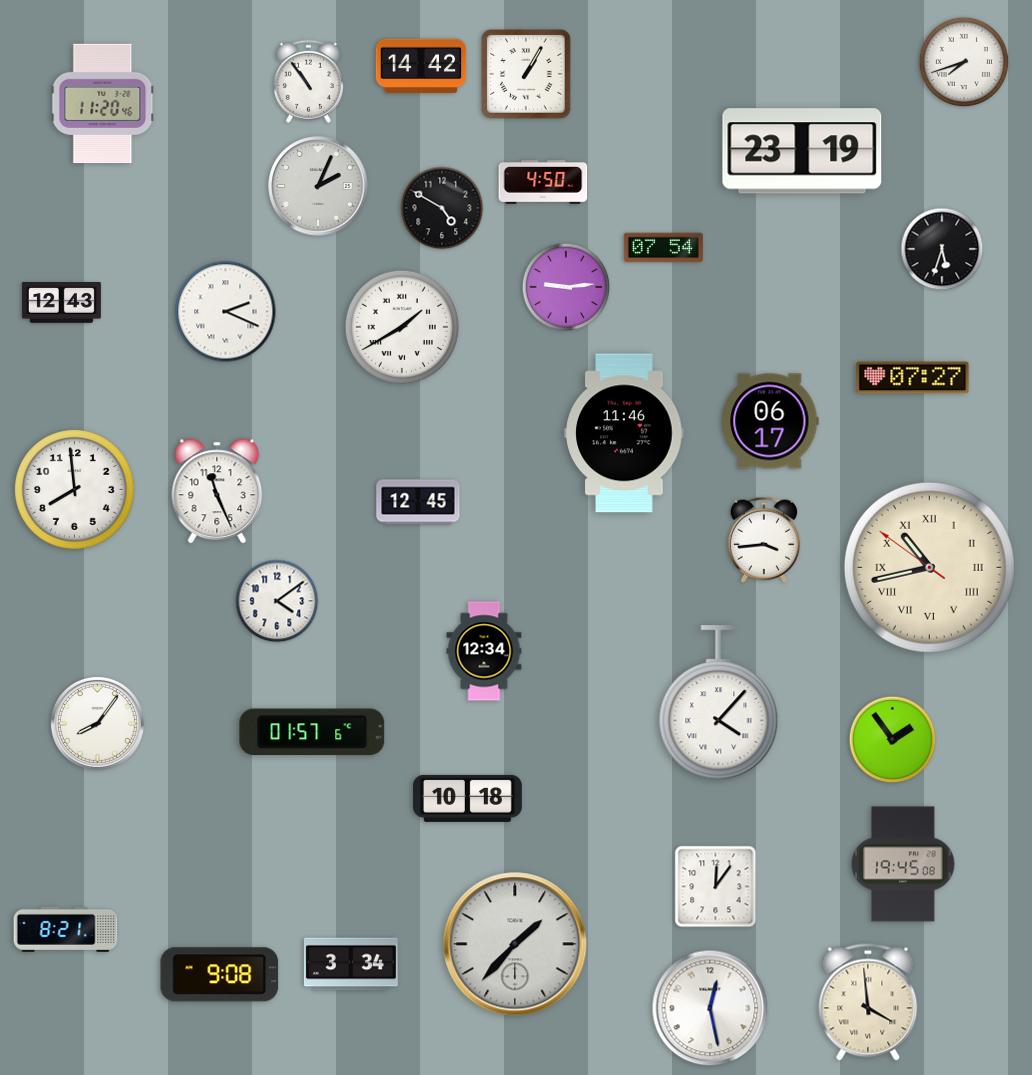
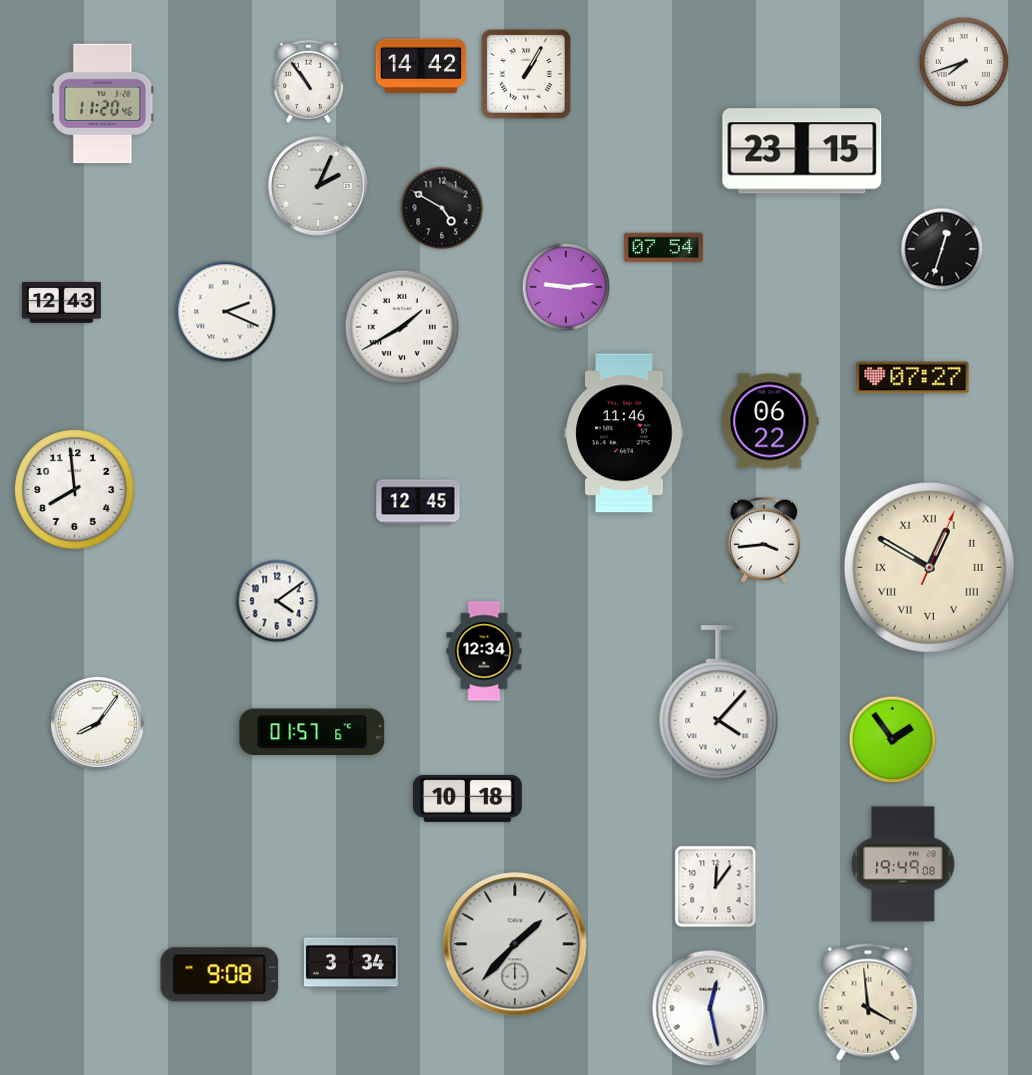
clock at (802, 151): 23:19 -> 23:15
clock at (543, 183): 4:50 -> none
clock at (942, 249): 5:33 -> 12:33
clock at (770, 421): 06:17 -> 06:22
clock at (217, 491): 11:26 -> none
clock at (929, 567): 10:42 -> 12:50
clock at (903, 864): 19:45 -> 19:49
clock at (66, 929): 8:21 -> none
